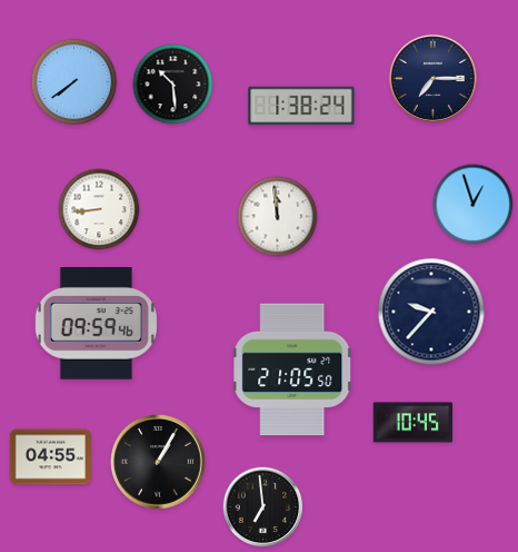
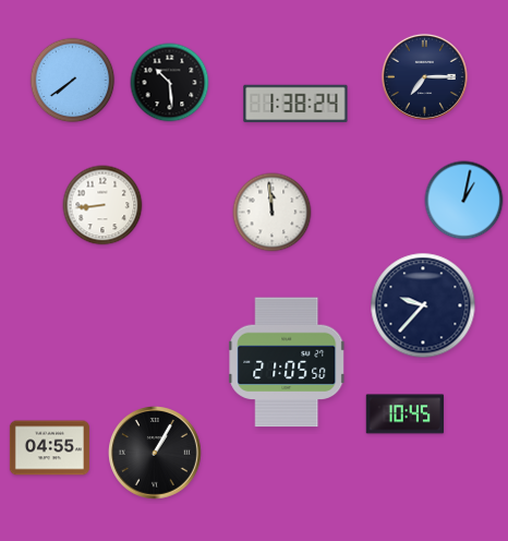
clock at (474, 205): 12:57 -> 1:02
clock at (99, 209) position: (99, 209) -> (102, 205)
clock at (96, 324): 09:59 -> none
clock at (263, 507): 6:59 -> none
